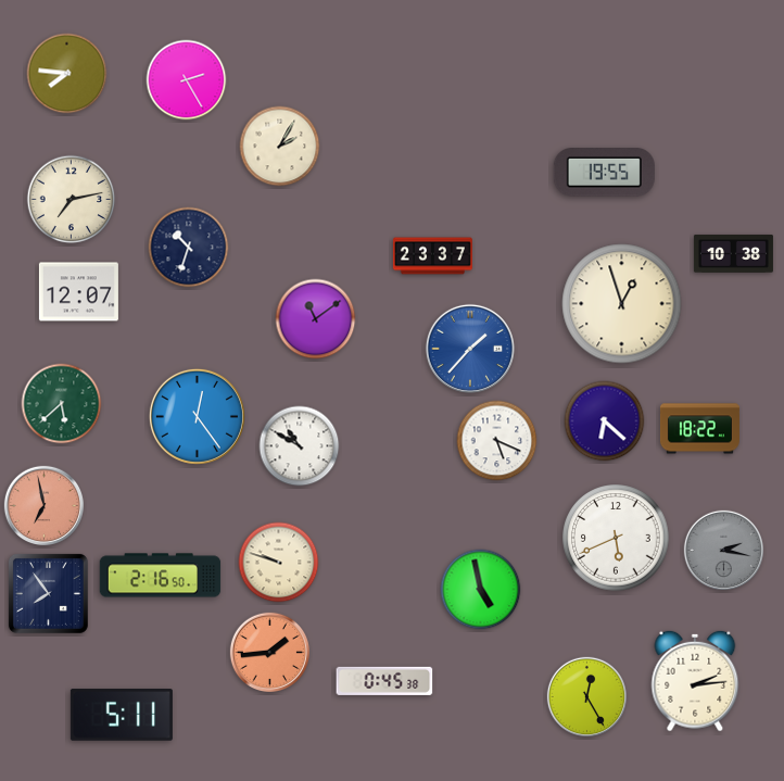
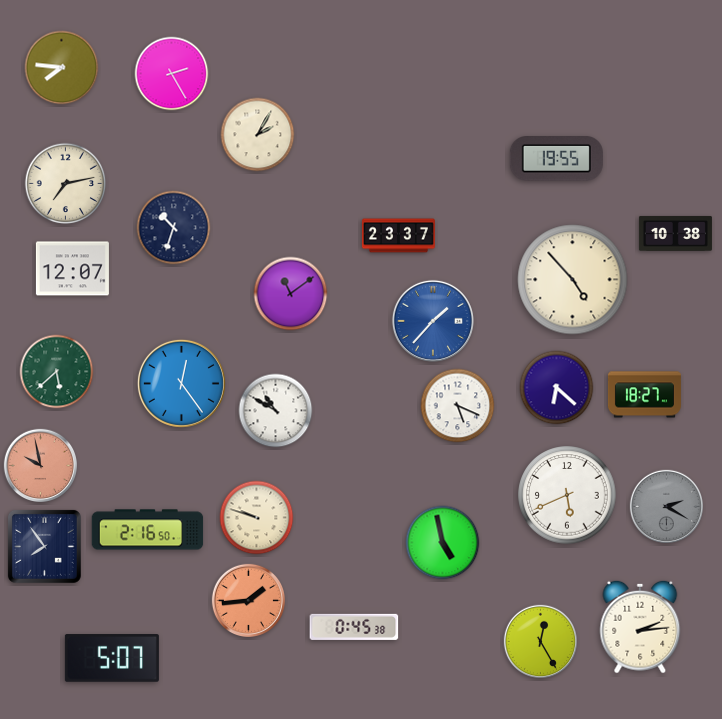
clock at (622, 304): 12:57 -> 4:53
clock at (699, 429): 18:22 -> 18:27
clock at (43, 505): 6:58 -> 9:58
clock at (723, 550): 2:17 -> 2:20
clock at (122, 715): 5:11 -> 5:07
